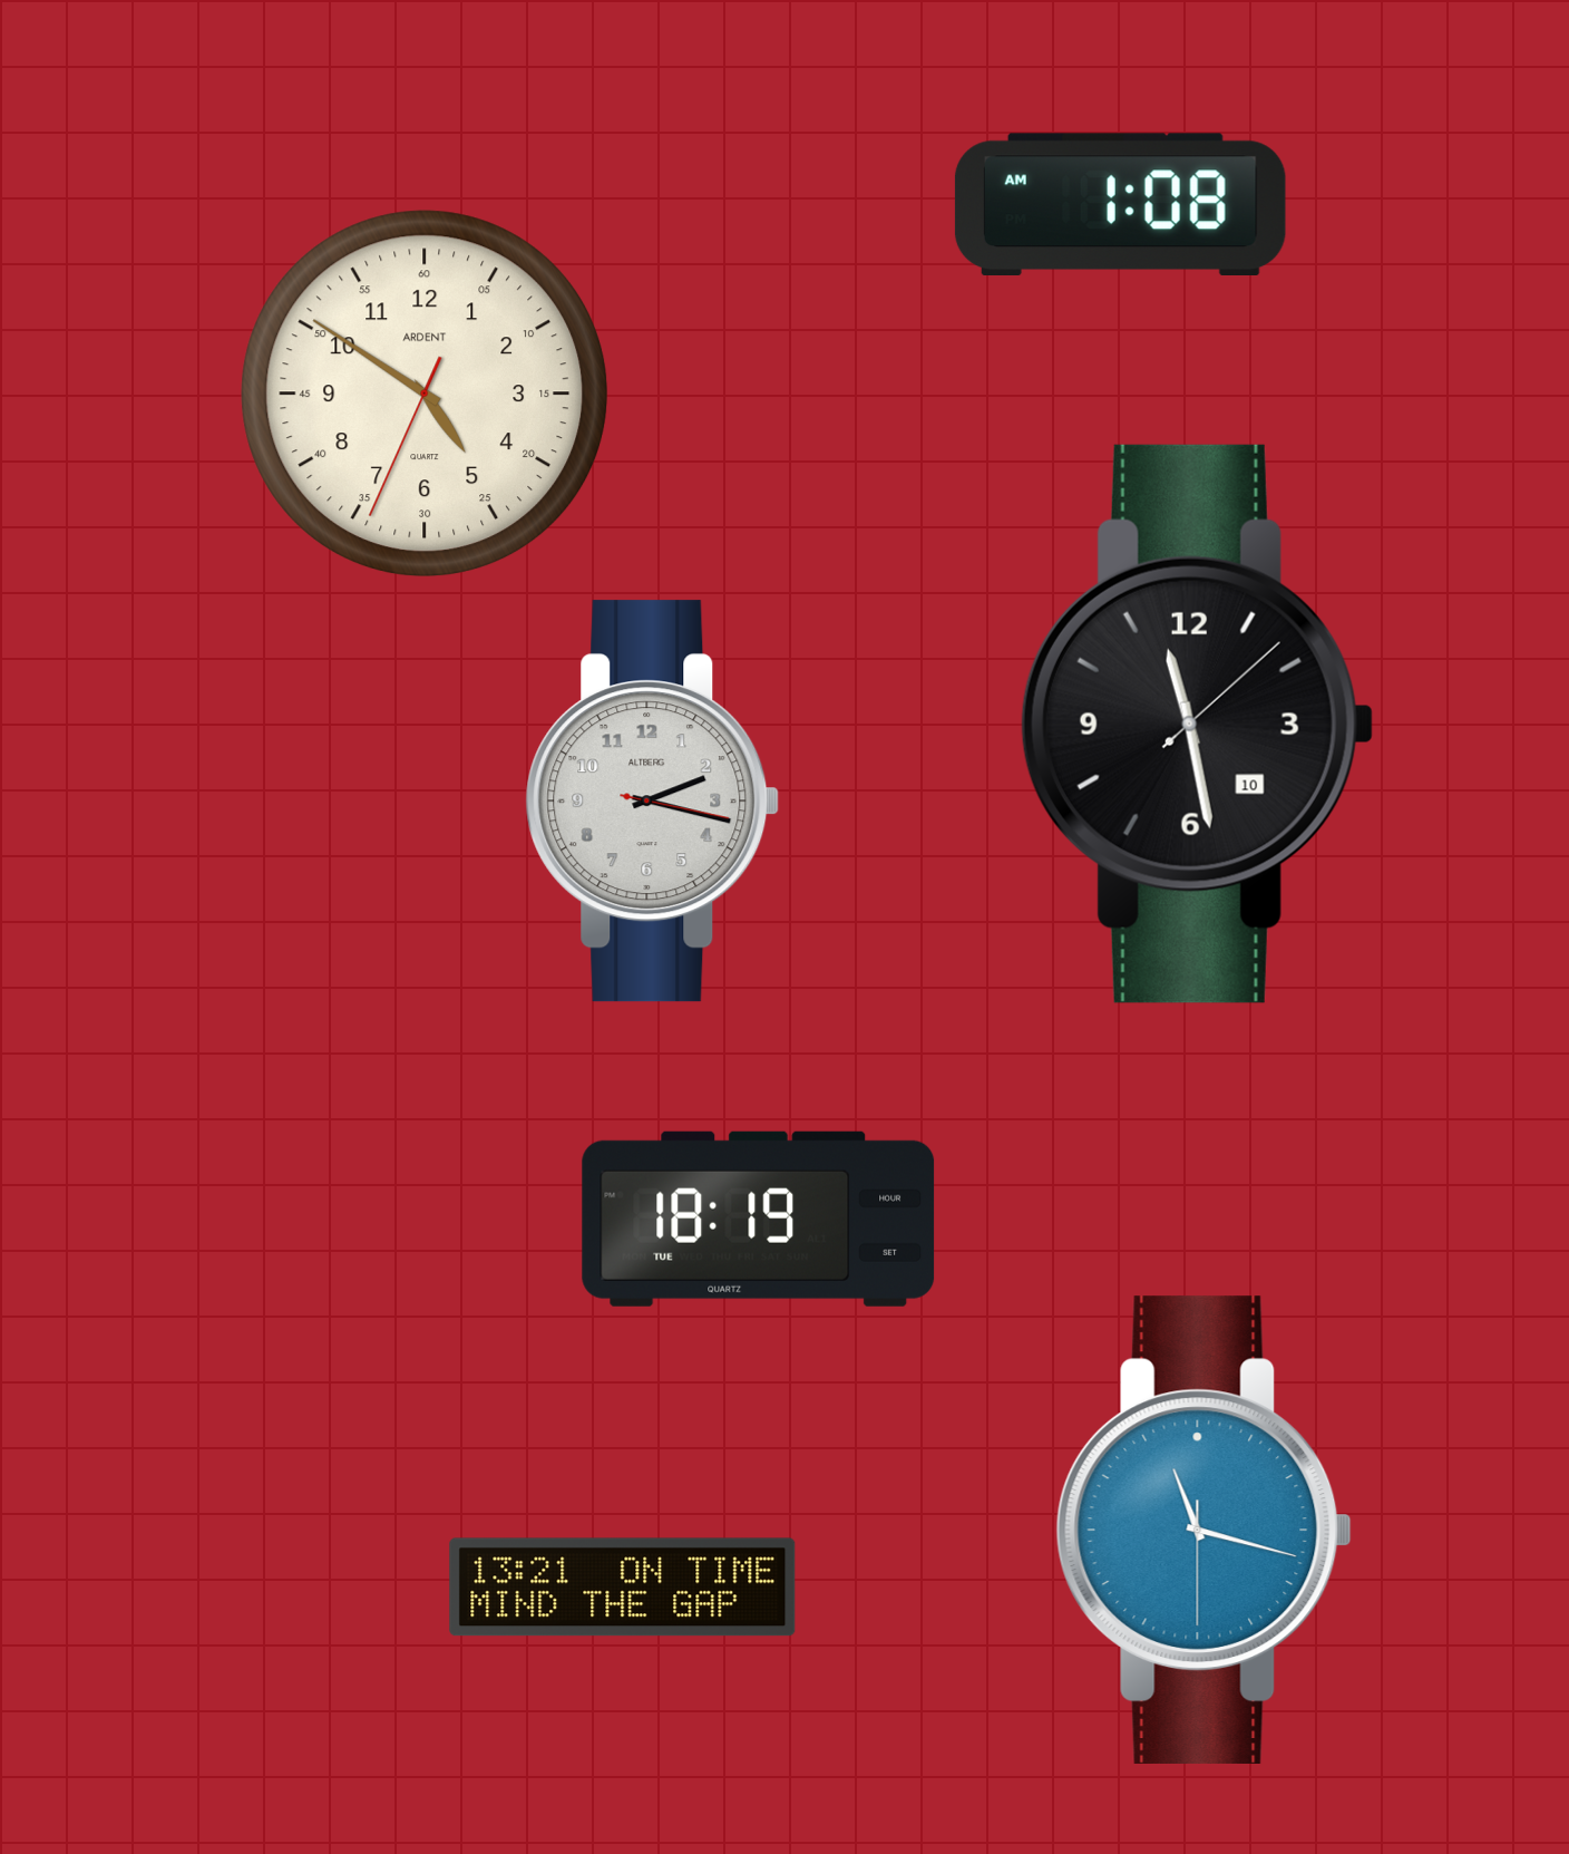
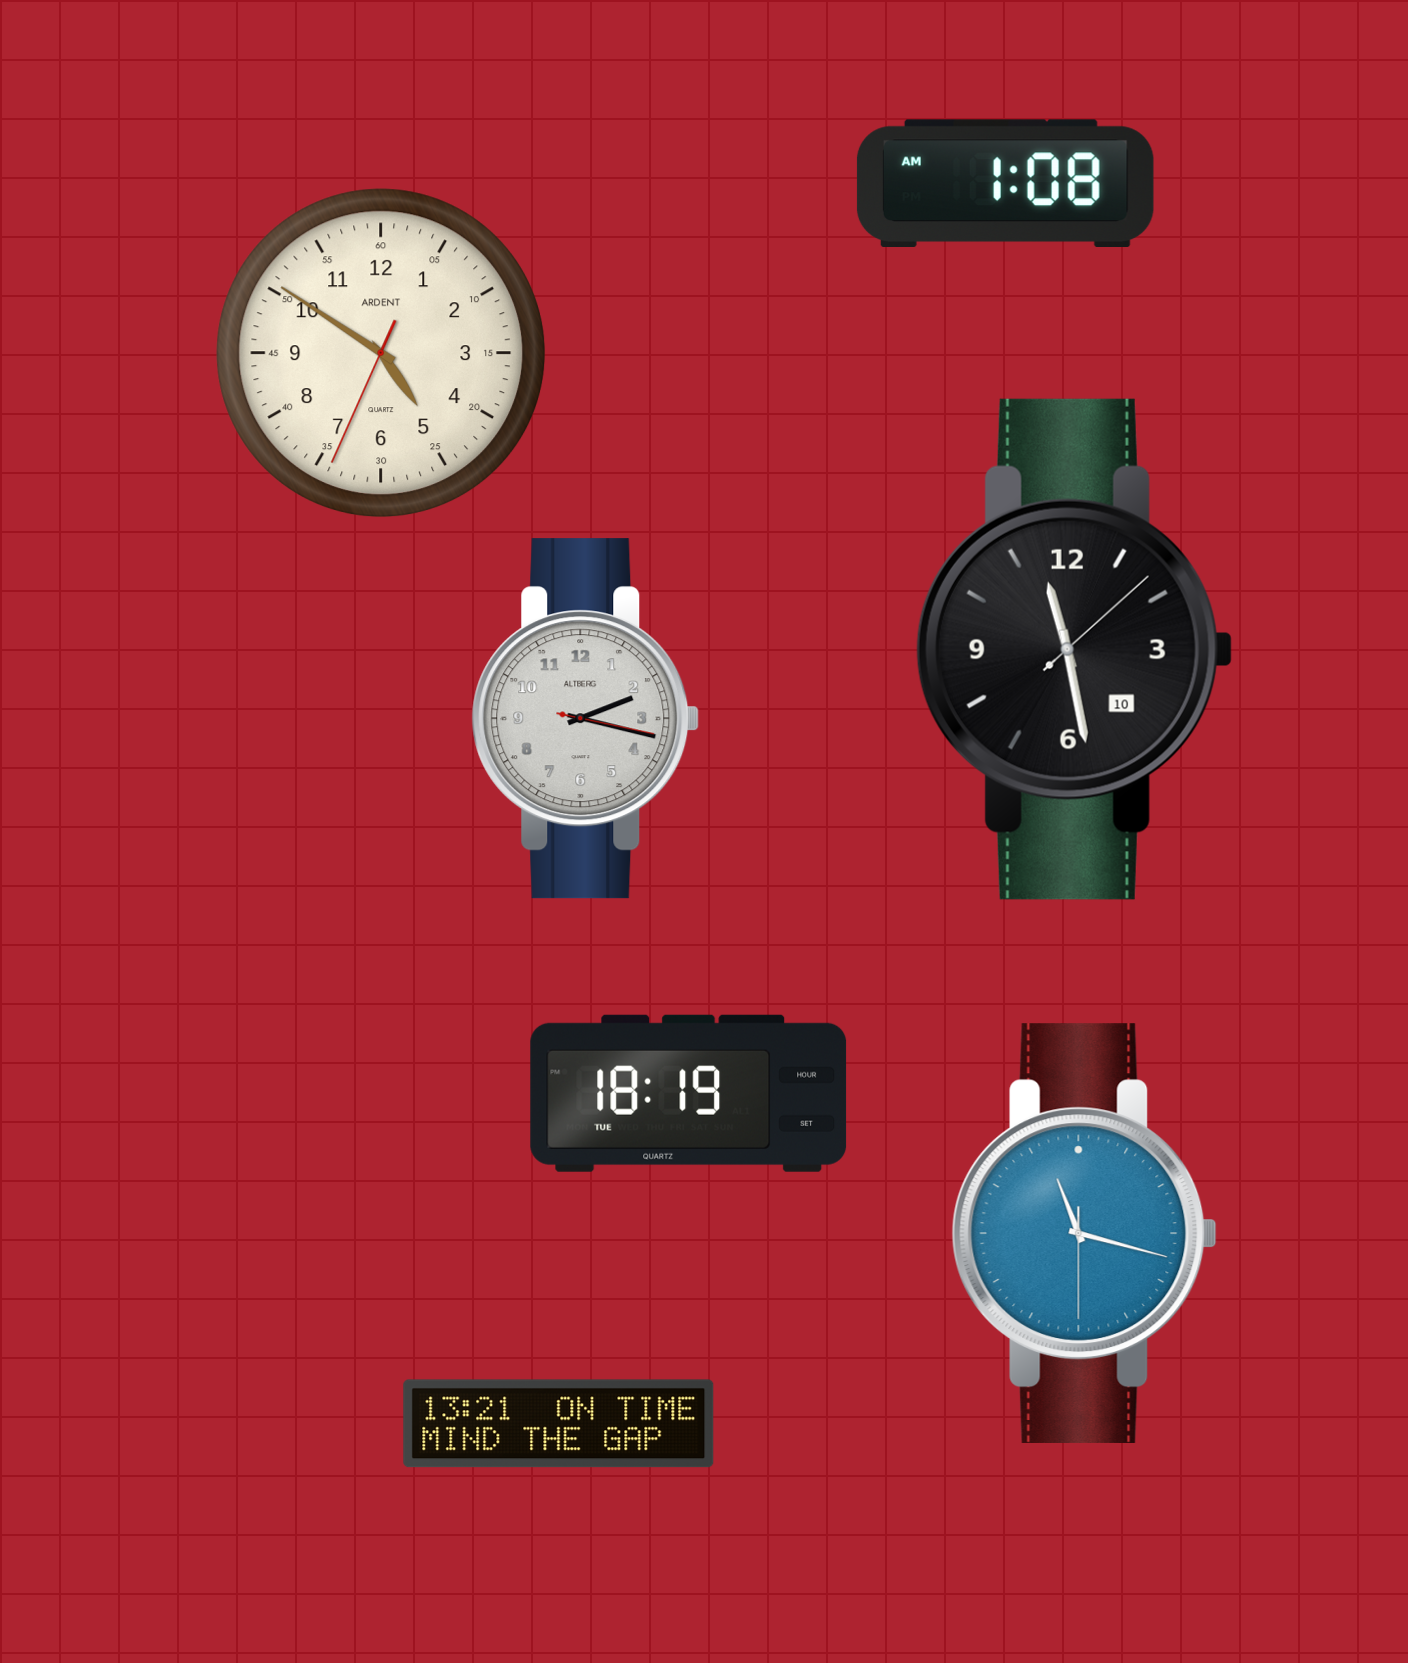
clock at (759, 1219) position: (759, 1219) -> (689, 1093)
clock at (1203, 1530) position: (1203, 1530) -> (1084, 1233)
